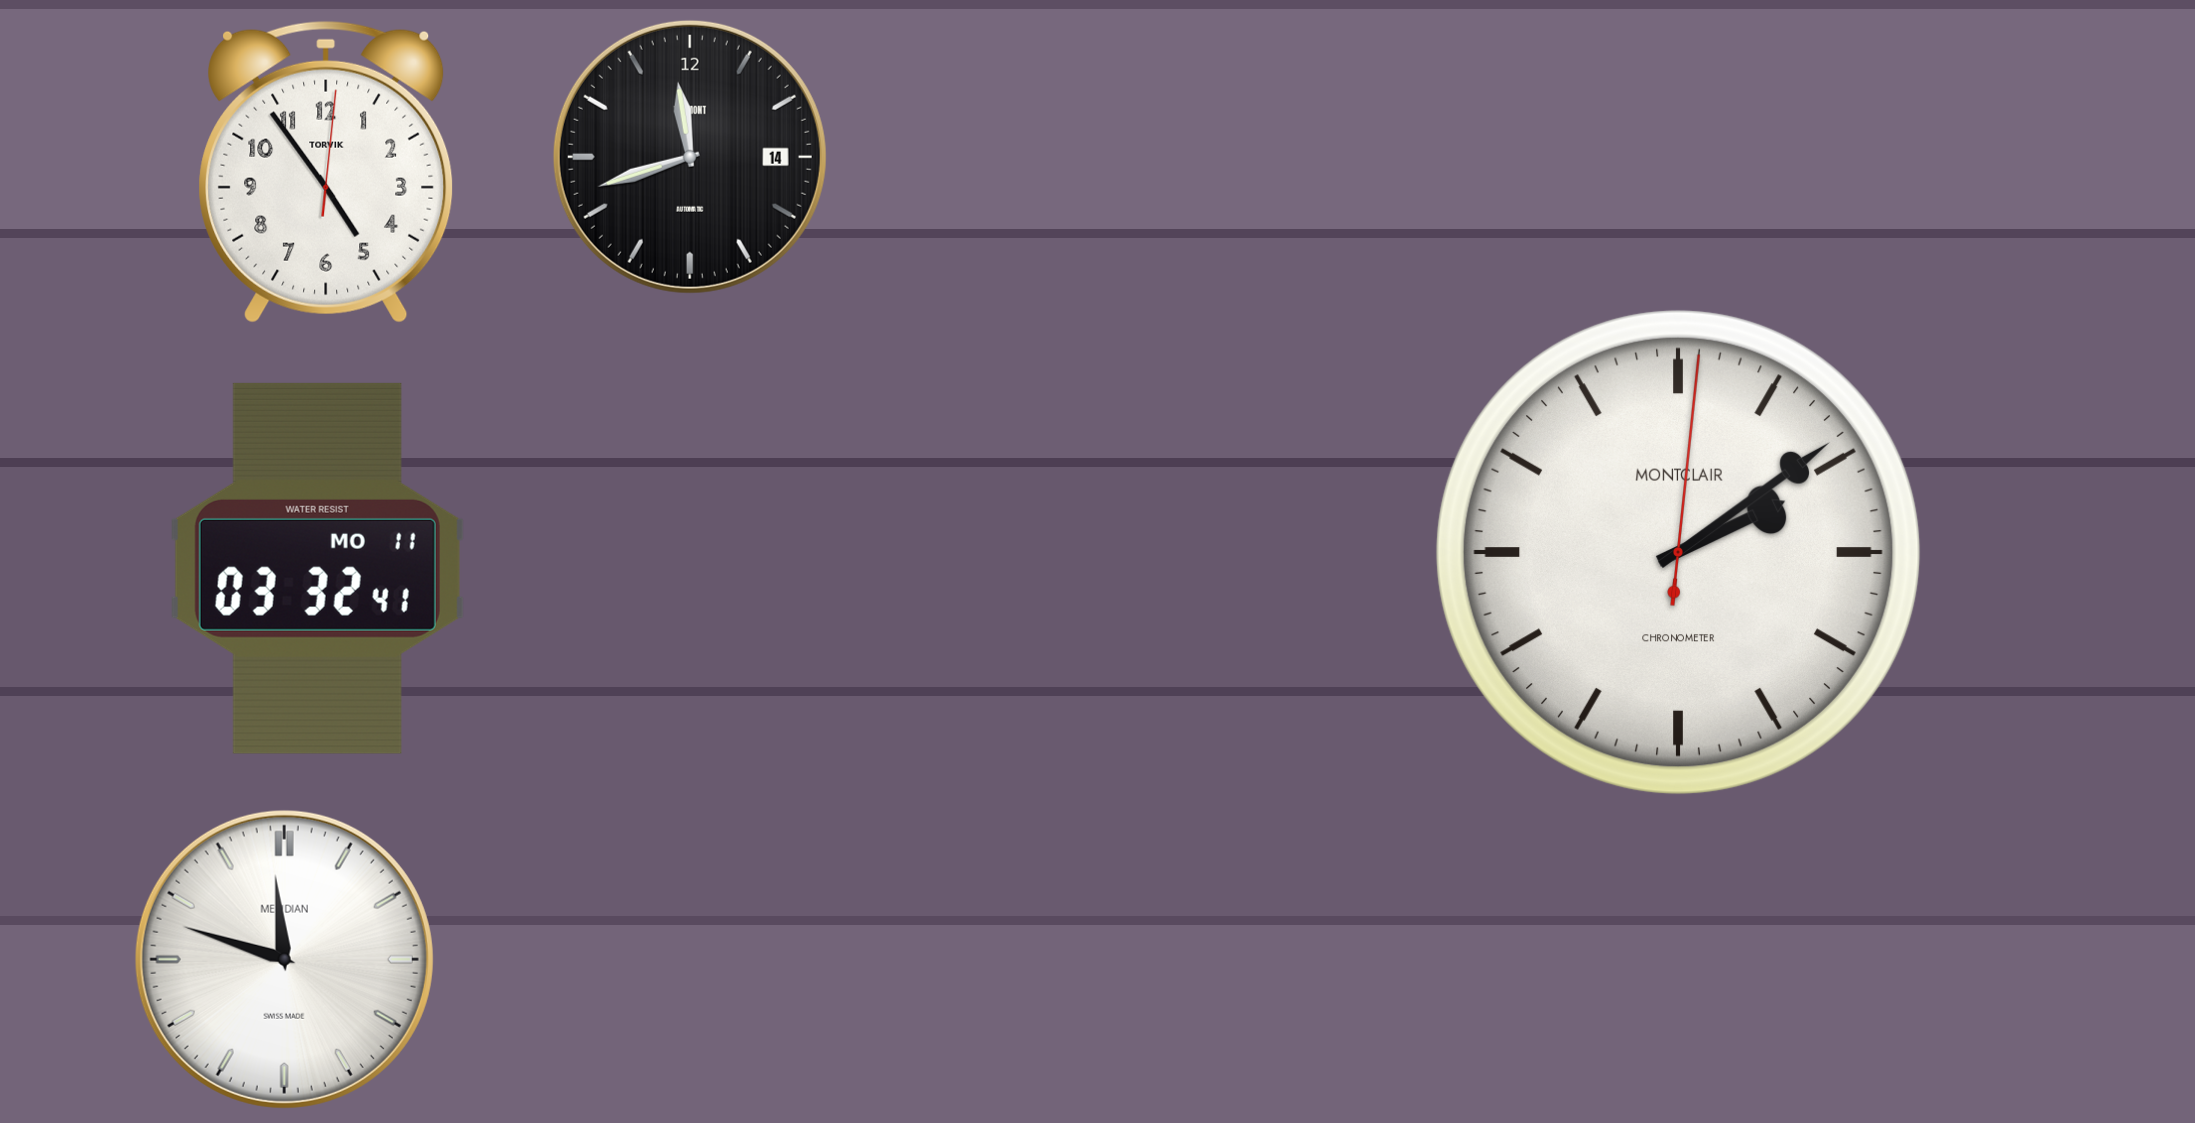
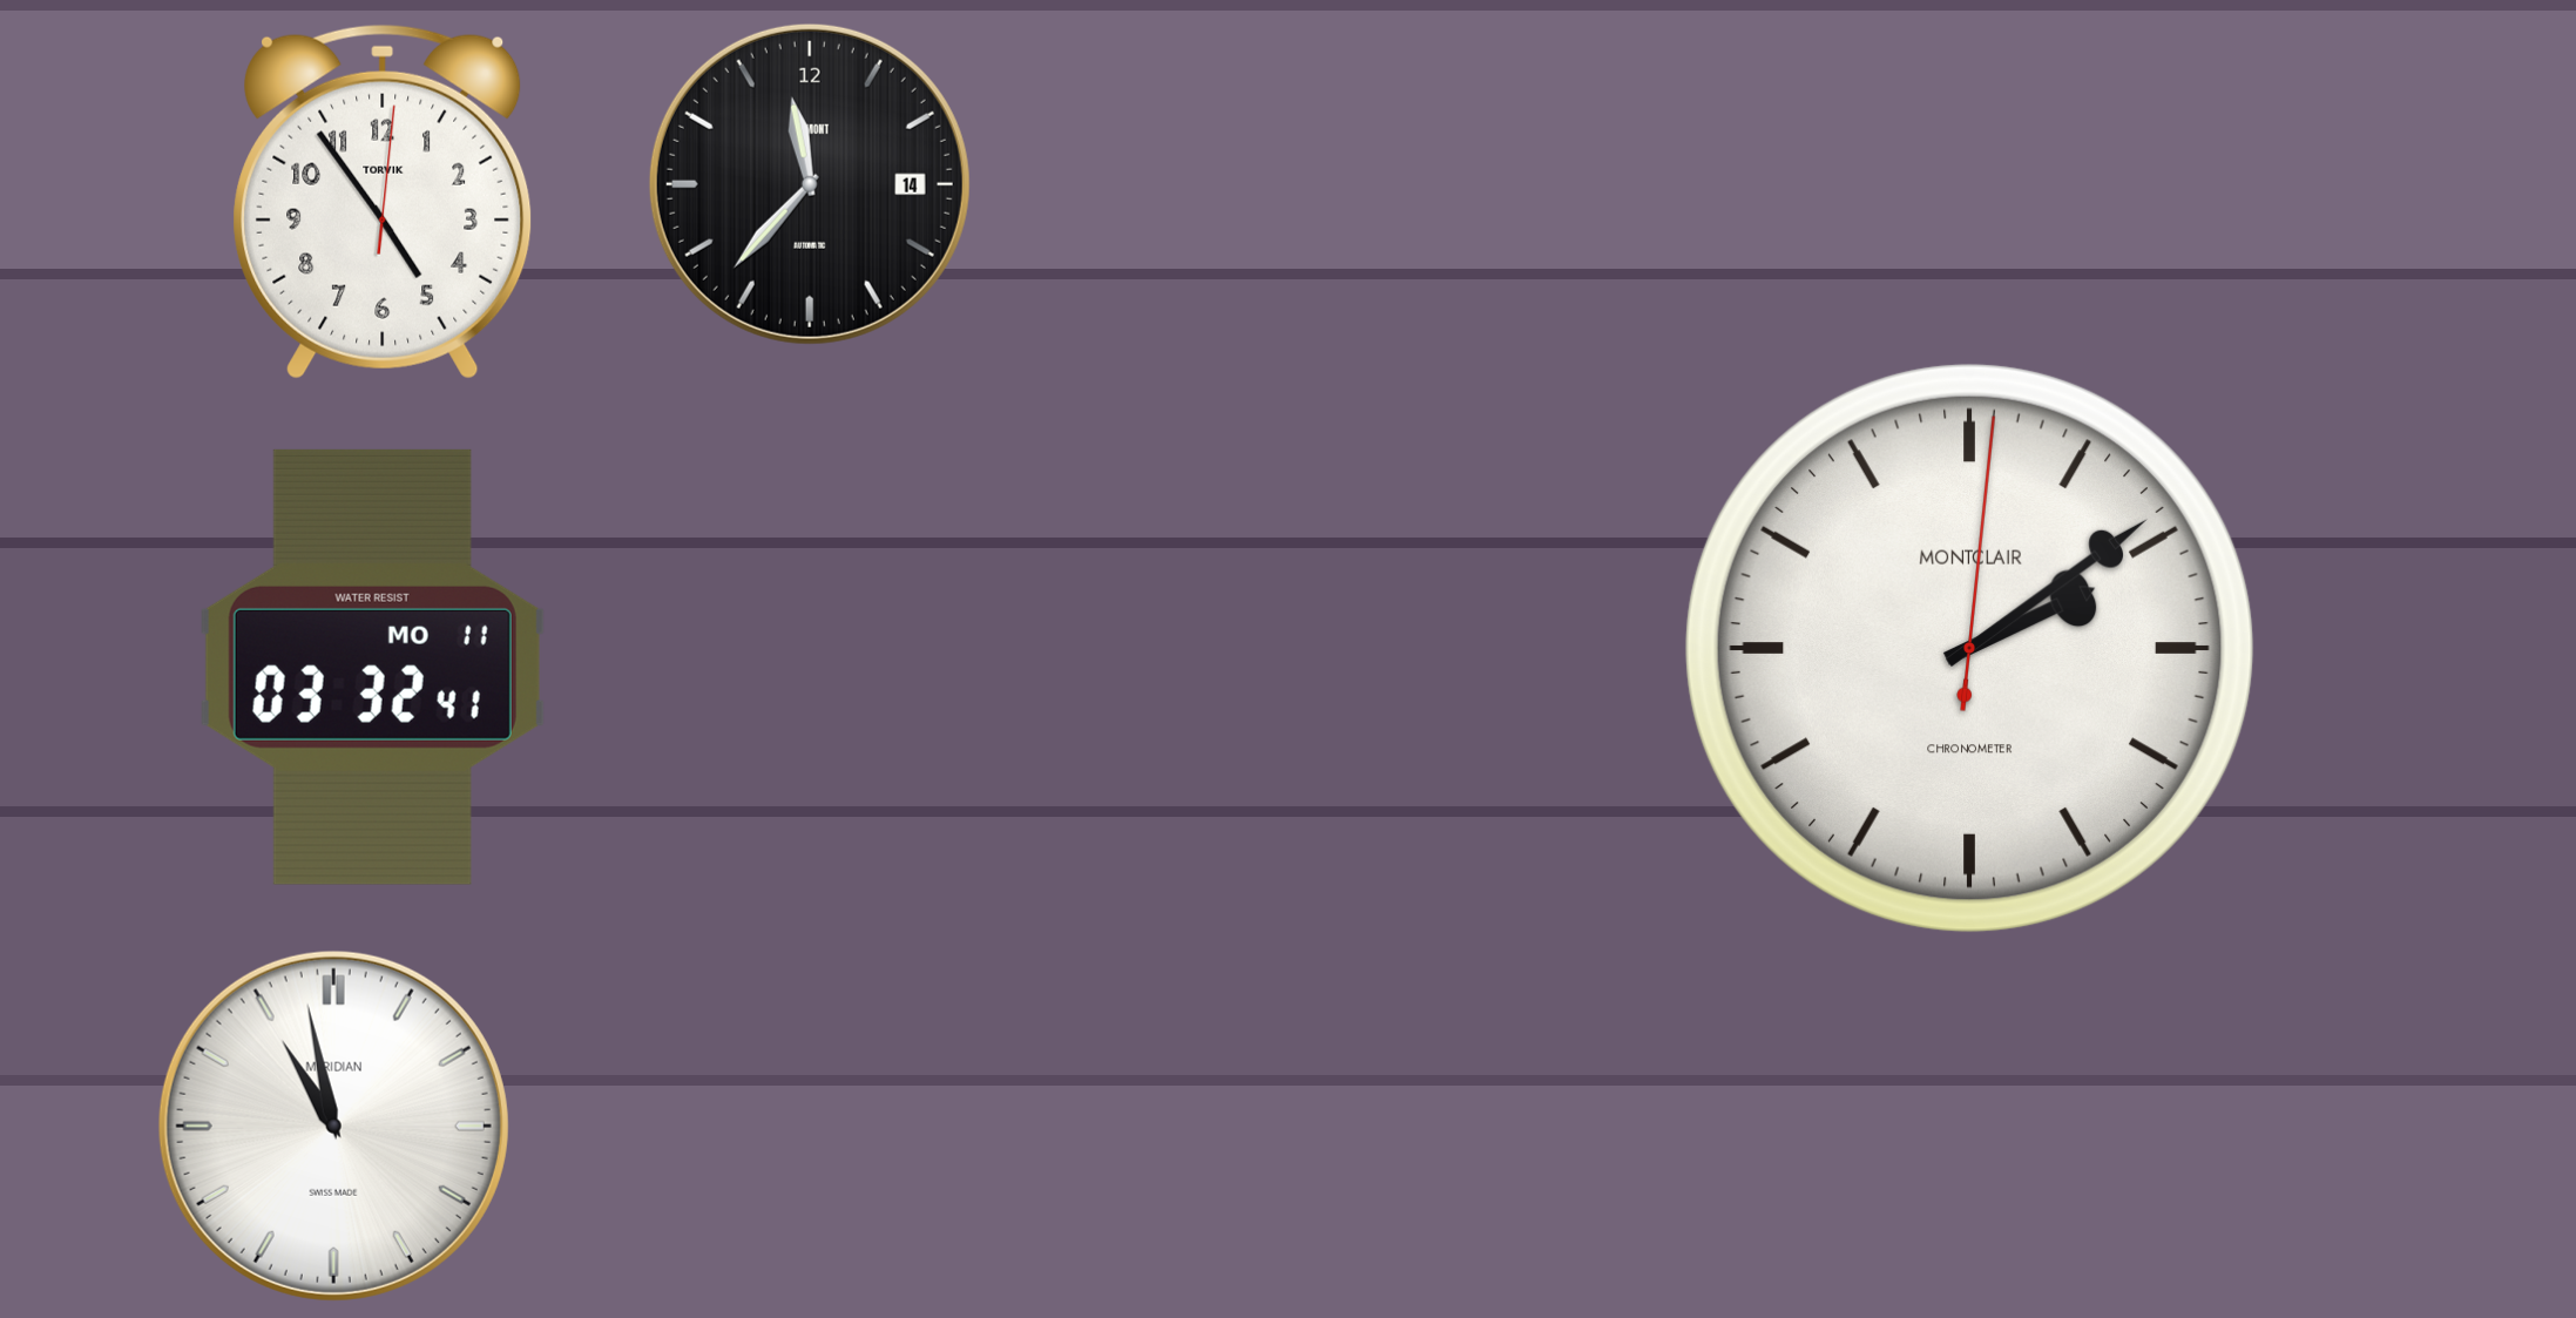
clock at (690, 157): 11:42 -> 11:37
clock at (284, 959): 11:48 -> 10:58
